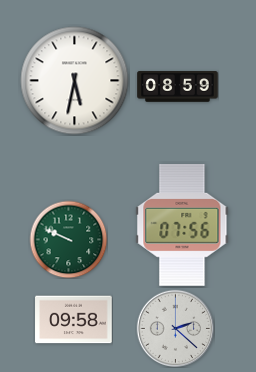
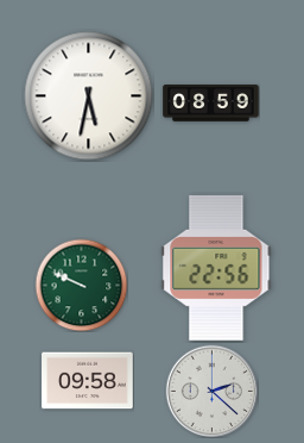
clock at (182, 225): 07:56 -> 22:56
clock at (175, 328) position: (175, 328) -> (211, 391)
